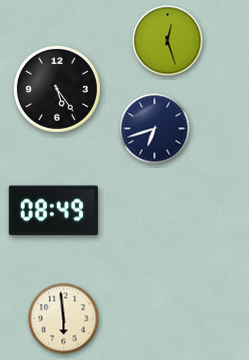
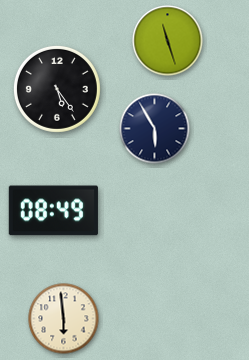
clock at (168, 41): 12:27 -> 11:27
clock at (155, 129): 6:42 -> 5:55
